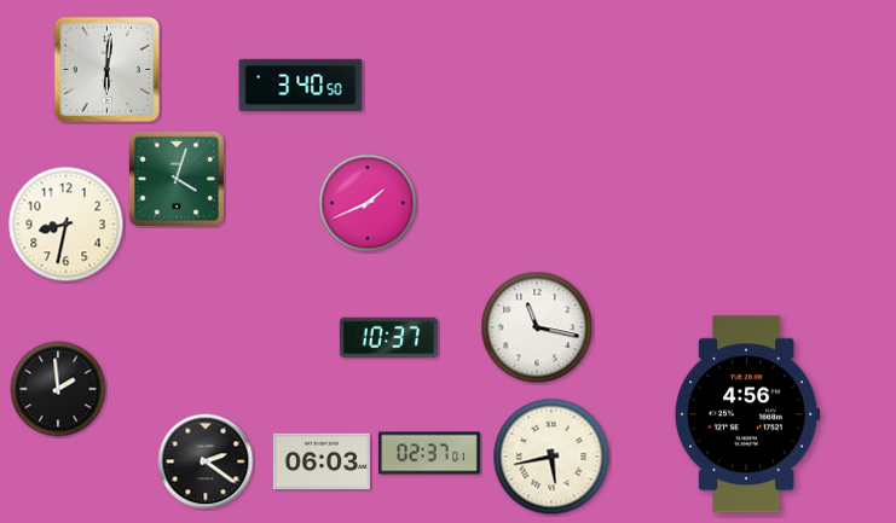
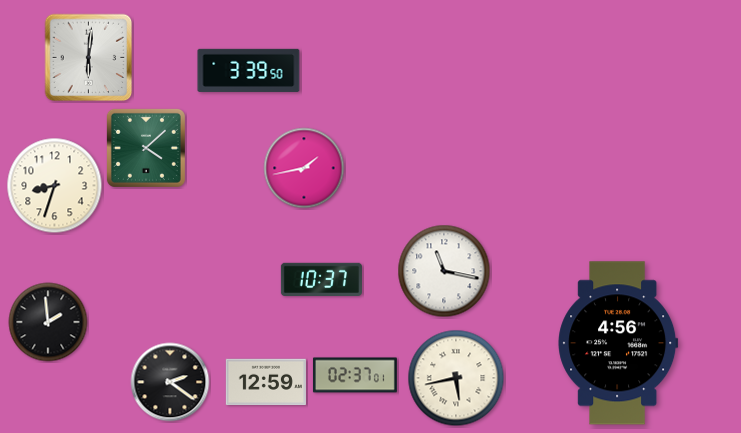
clock at (301, 85): 3:40 -> 3:39
clock at (177, 179): 4:03 -> 4:08
clock at (368, 203): 1:41 -> 1:43
clock at (67, 225): 8:32 -> 8:33
clock at (322, 461): 06:03 -> 12:59
